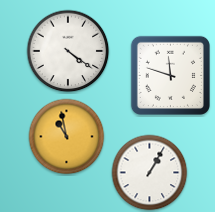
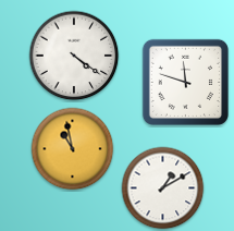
clock at (150, 173): 1:05 -> 1:10
